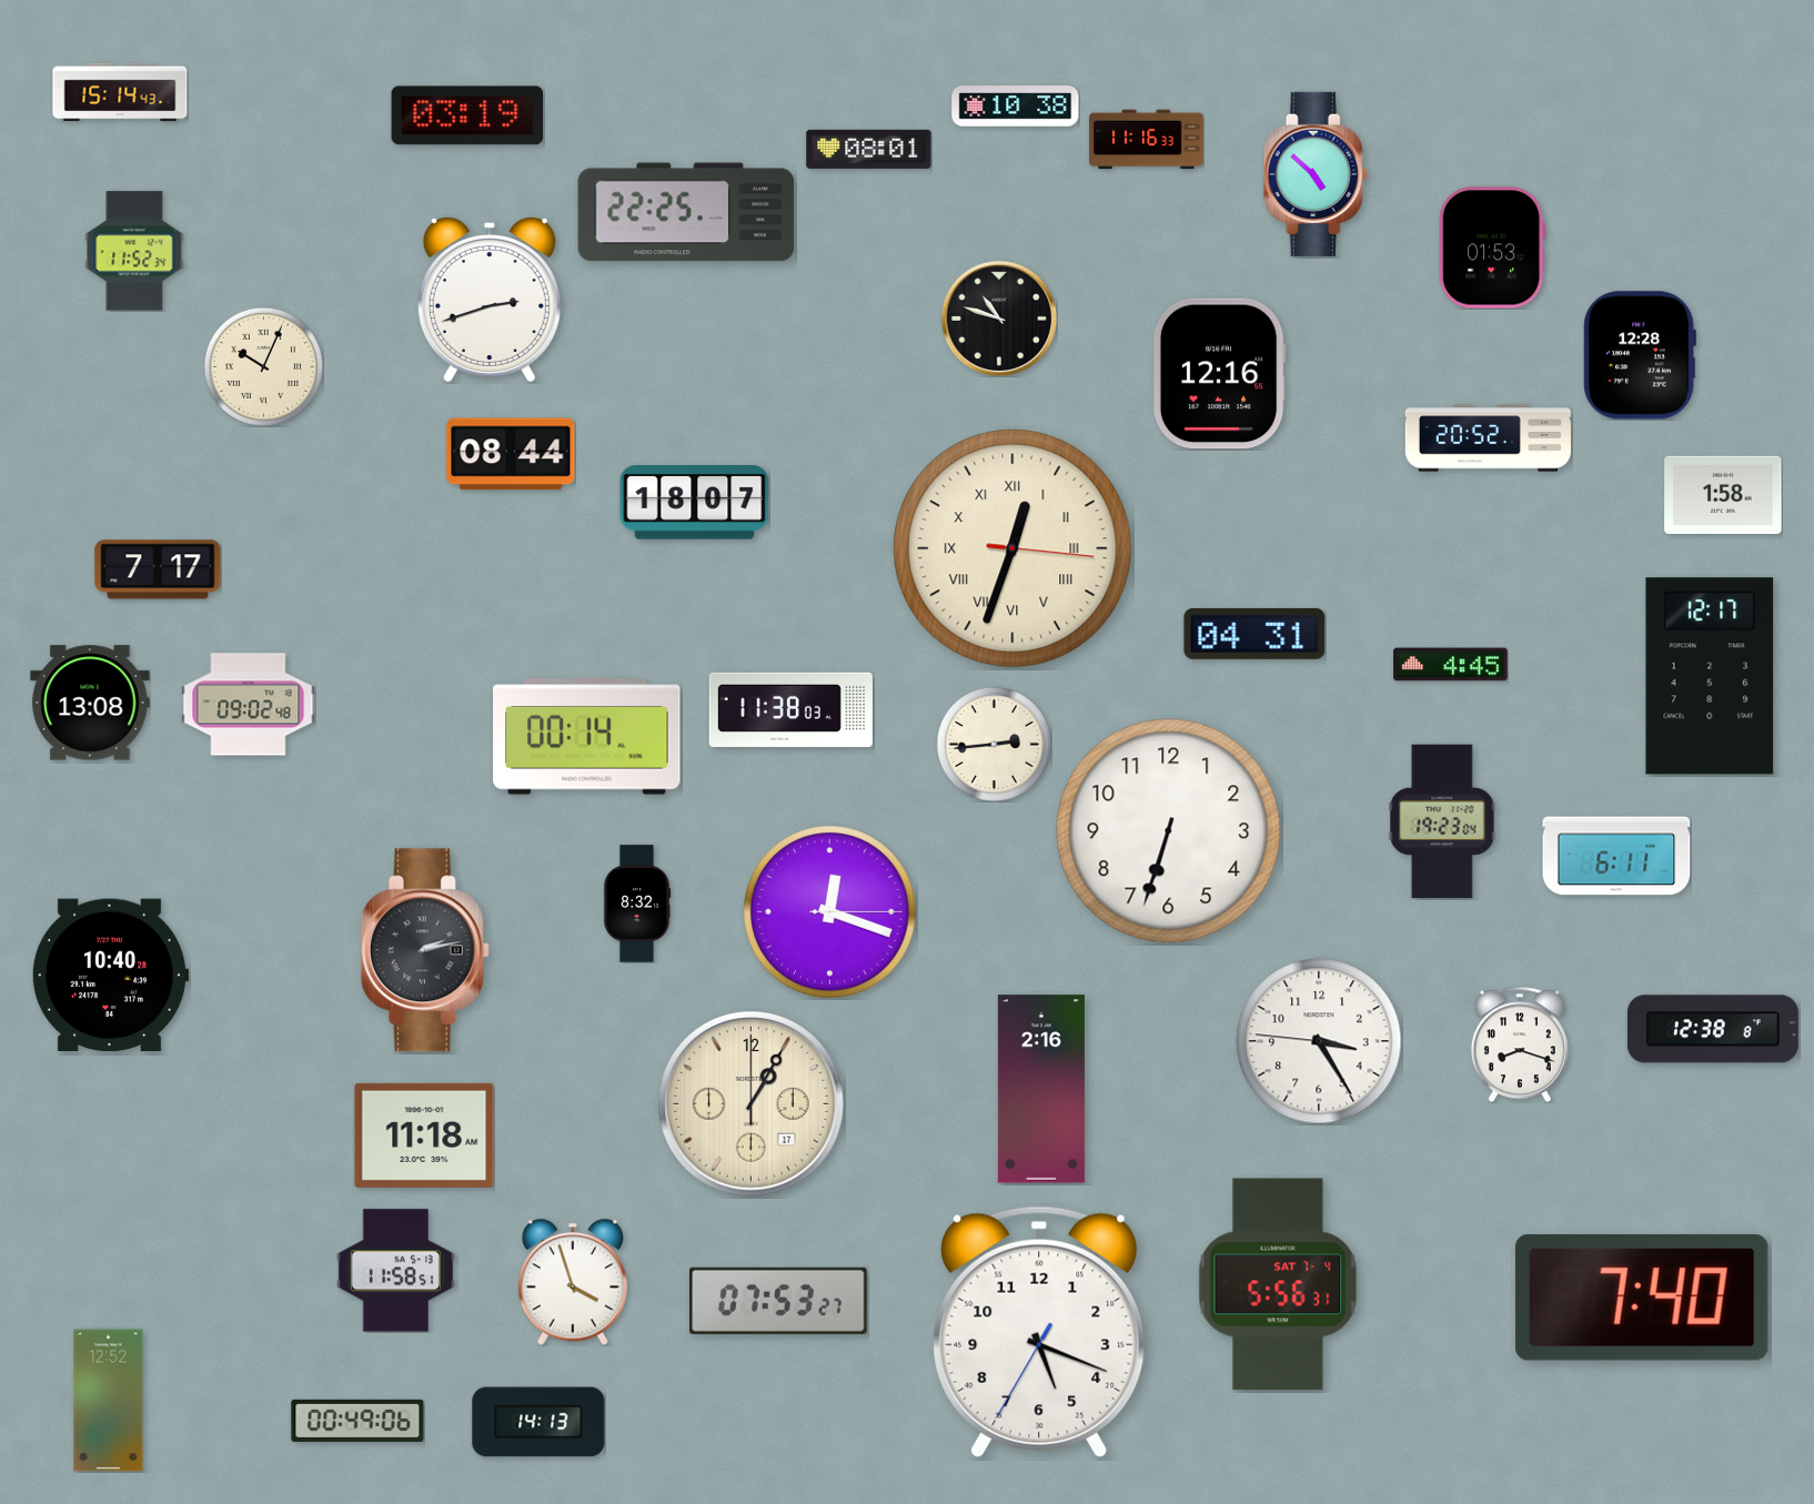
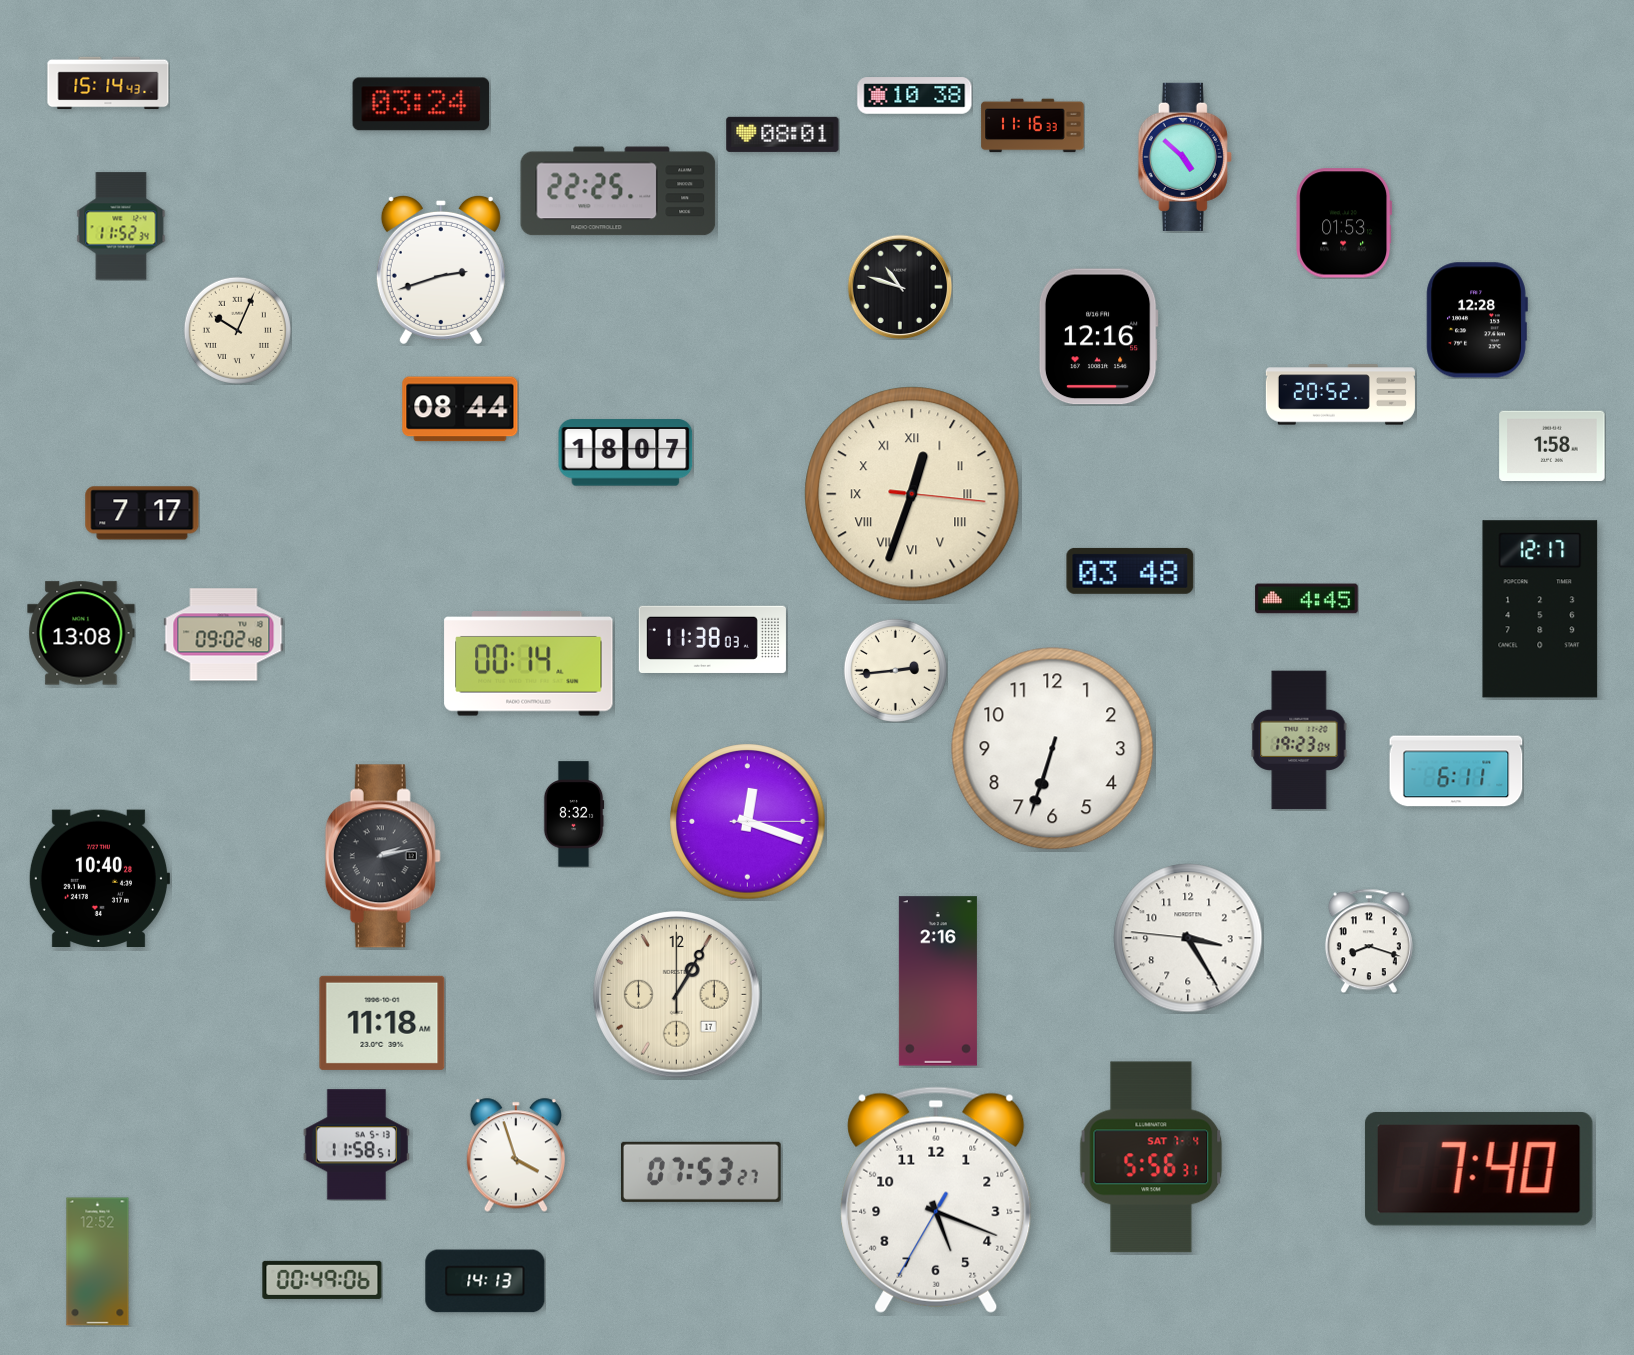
clock at (467, 115): 03:19 -> 03:24
clock at (1254, 634): 04:31 -> 03:48
clock at (1713, 1029): 12:38 -> none
